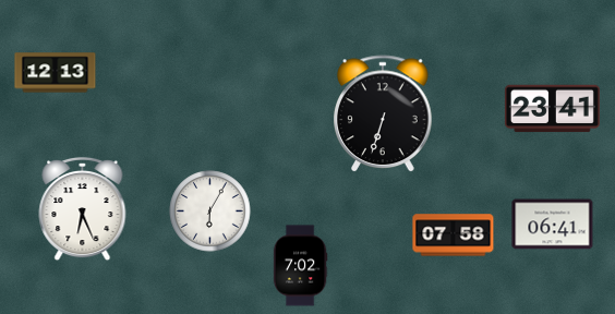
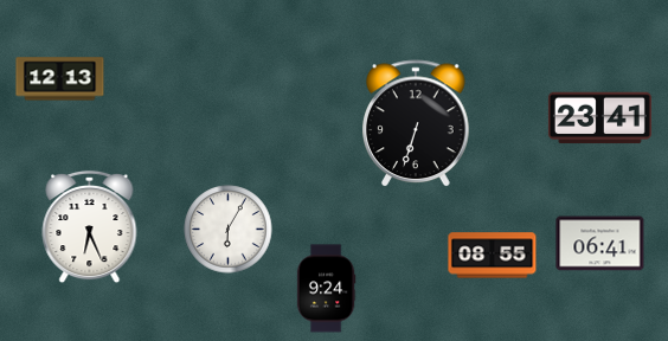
clock at (454, 235): 07:58 -> 08:55
clock at (300, 266): 7:02 -> 9:24
